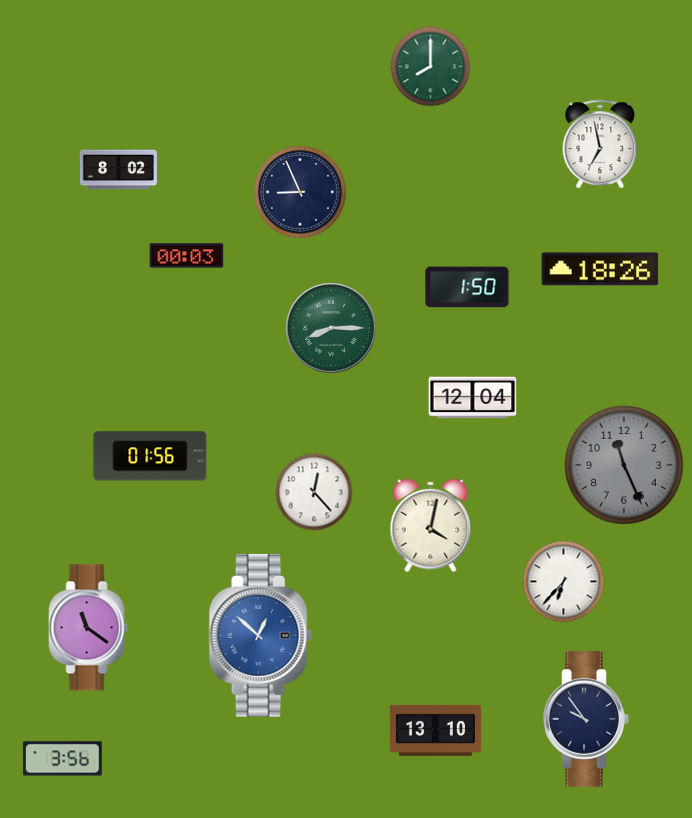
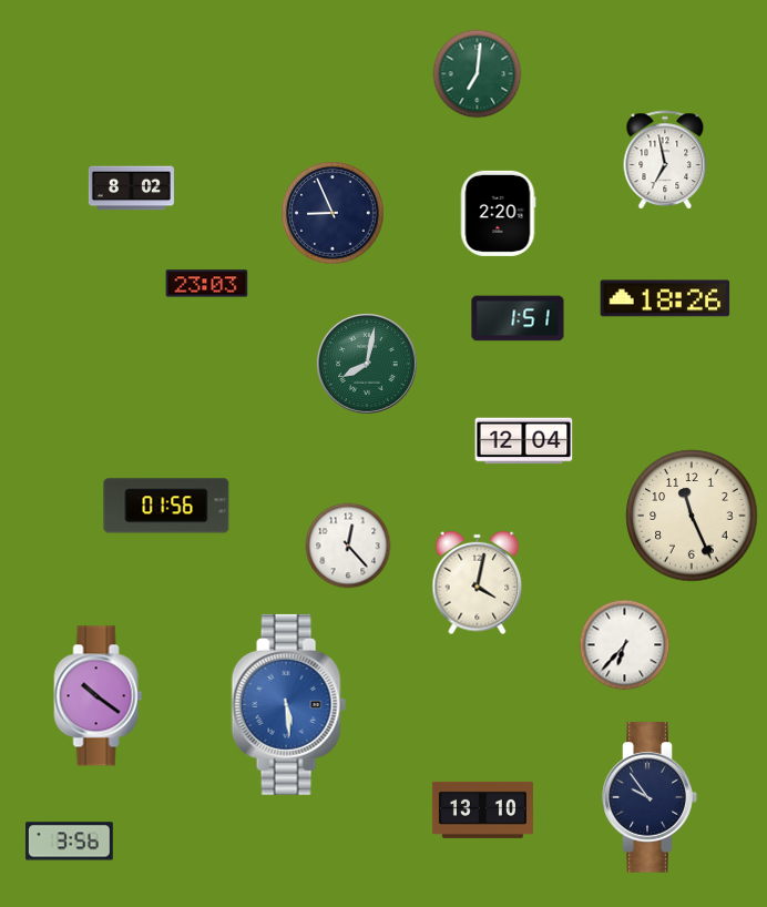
clock at (431, 67): 8:00 -> 7:01
clock at (498, 213): none -> 2:20
clock at (187, 256): 00:03 -> 23:03
clock at (467, 287): 1:50 -> 1:51
clock at (332, 329): 8:15 -> 8:02
clock at (624, 465) dial: grey -> cream
clock at (89, 628): 11:21 -> 10:21
clock at (260, 635): 12:52 -> 5:29
